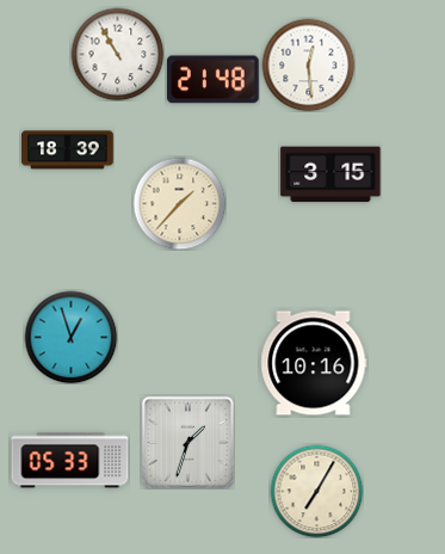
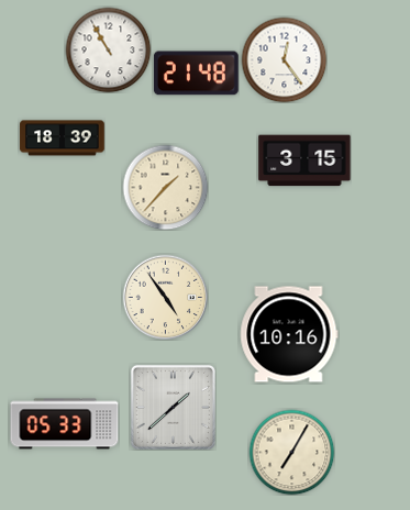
clock at (308, 64): 12:29 -> 12:24
clock at (165, 297): none -> 4:54
clock at (70, 337): 12:57 -> none
clock at (187, 442): 1:33 -> 1:38
